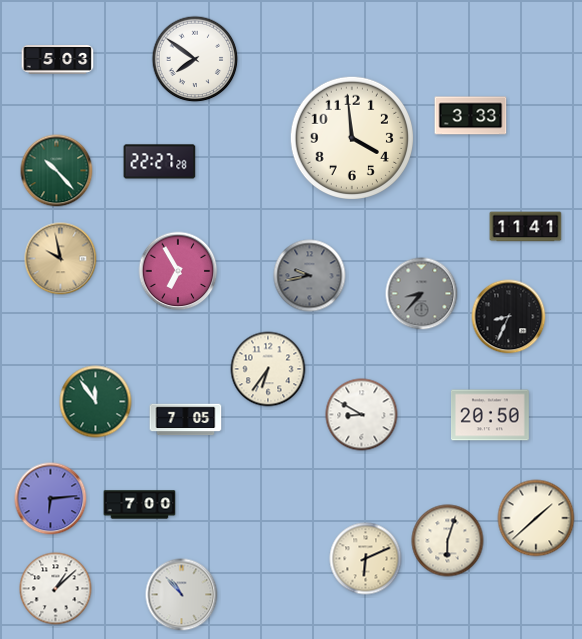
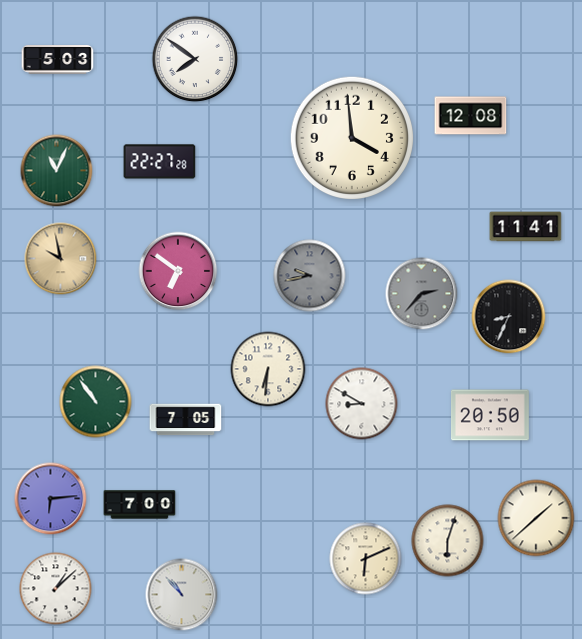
clock at (471, 116): 3:33 -> 12:08
clock at (57, 171): 10:23 -> 11:04
clock at (178, 271): 6:55 -> 6:51
clock at (422, 294): 8:37 -> 2:37
clock at (268, 369): 6:36 -> 6:31
clock at (96, 402): 11:54 -> 10:54
clock at (362, 415) position: (362, 415) -> (362, 404)
